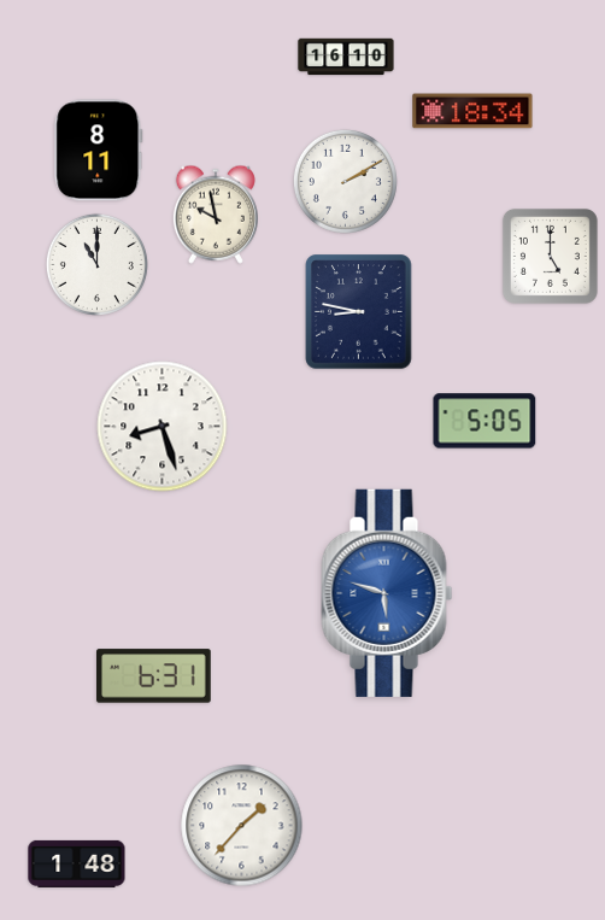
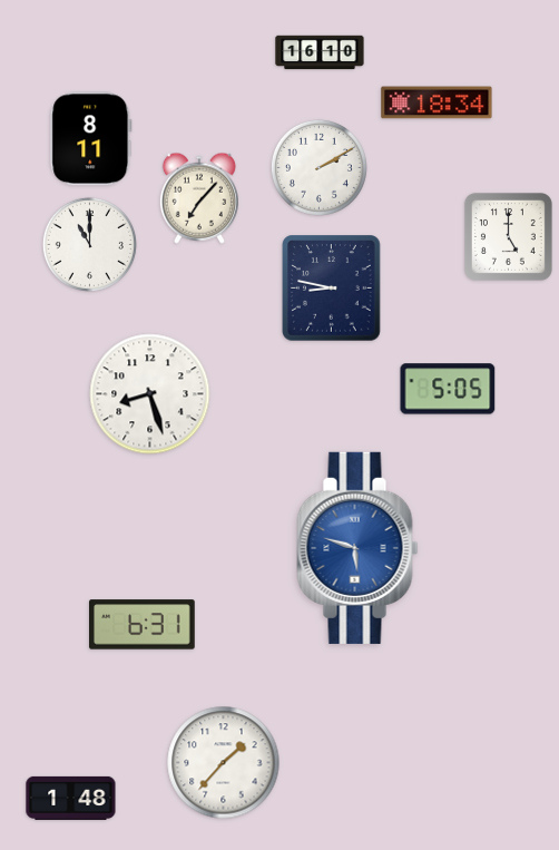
clock at (216, 215): 9:58 -> 7:07
